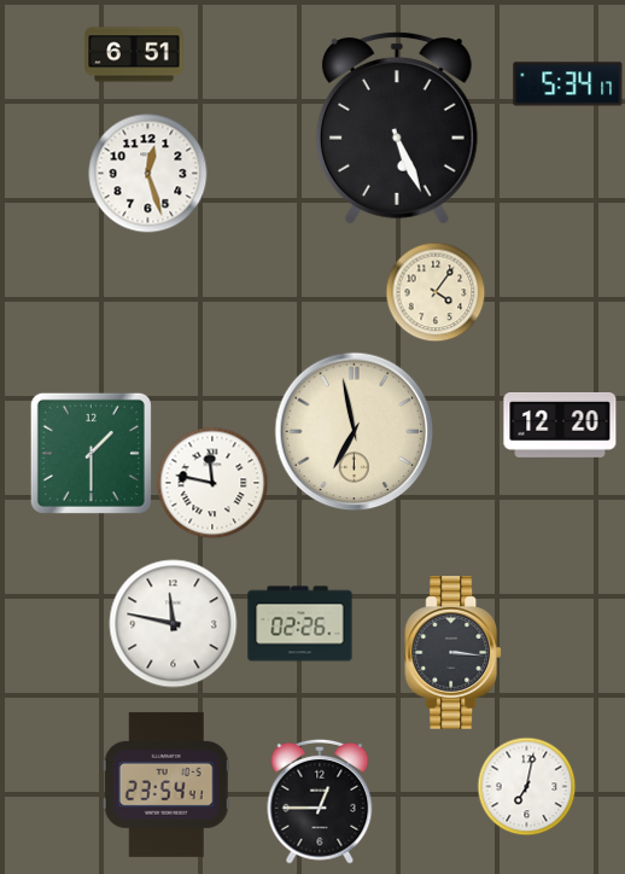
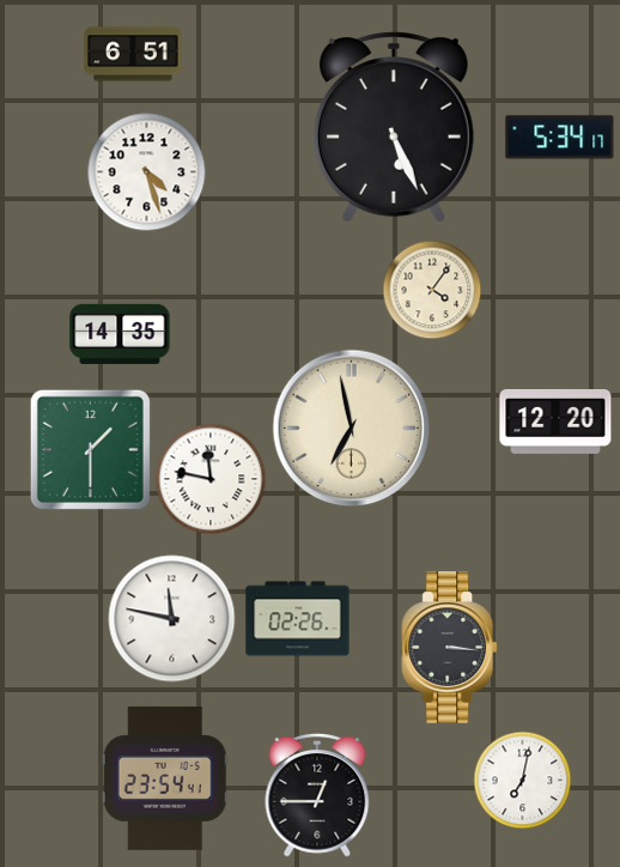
clock at (568, 85) position: (568, 85) -> (560, 138)
clock at (148, 174): 12:27 -> 4:27
clock at (120, 334): none -> 14:35
